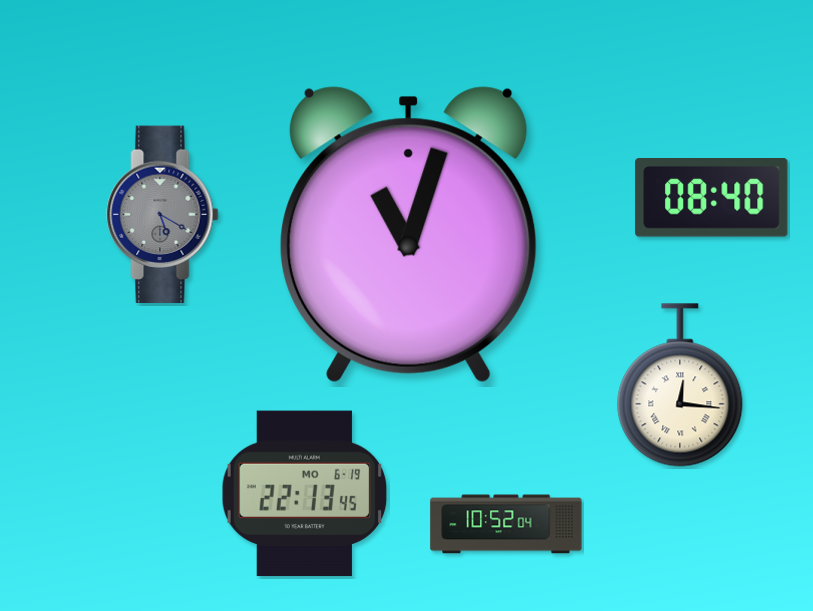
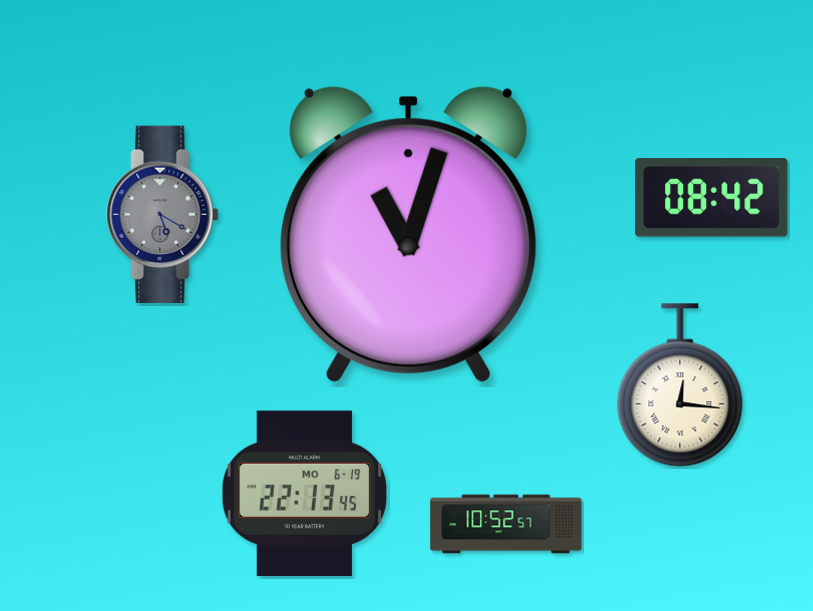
clock at (712, 198): 08:40 -> 08:42
clock at (506, 524): 10:52:04 -> 10:52:57
